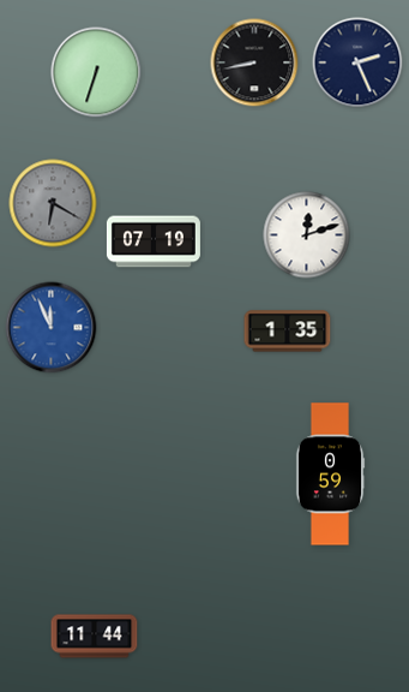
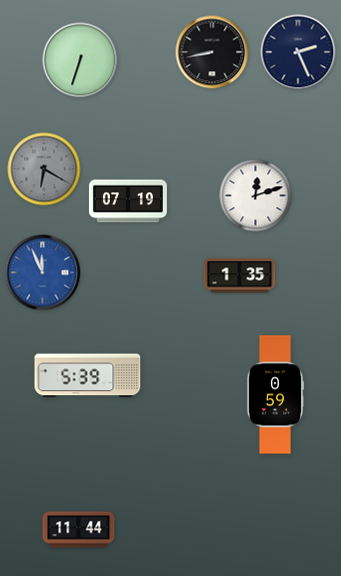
clock at (88, 376): none -> 5:39
